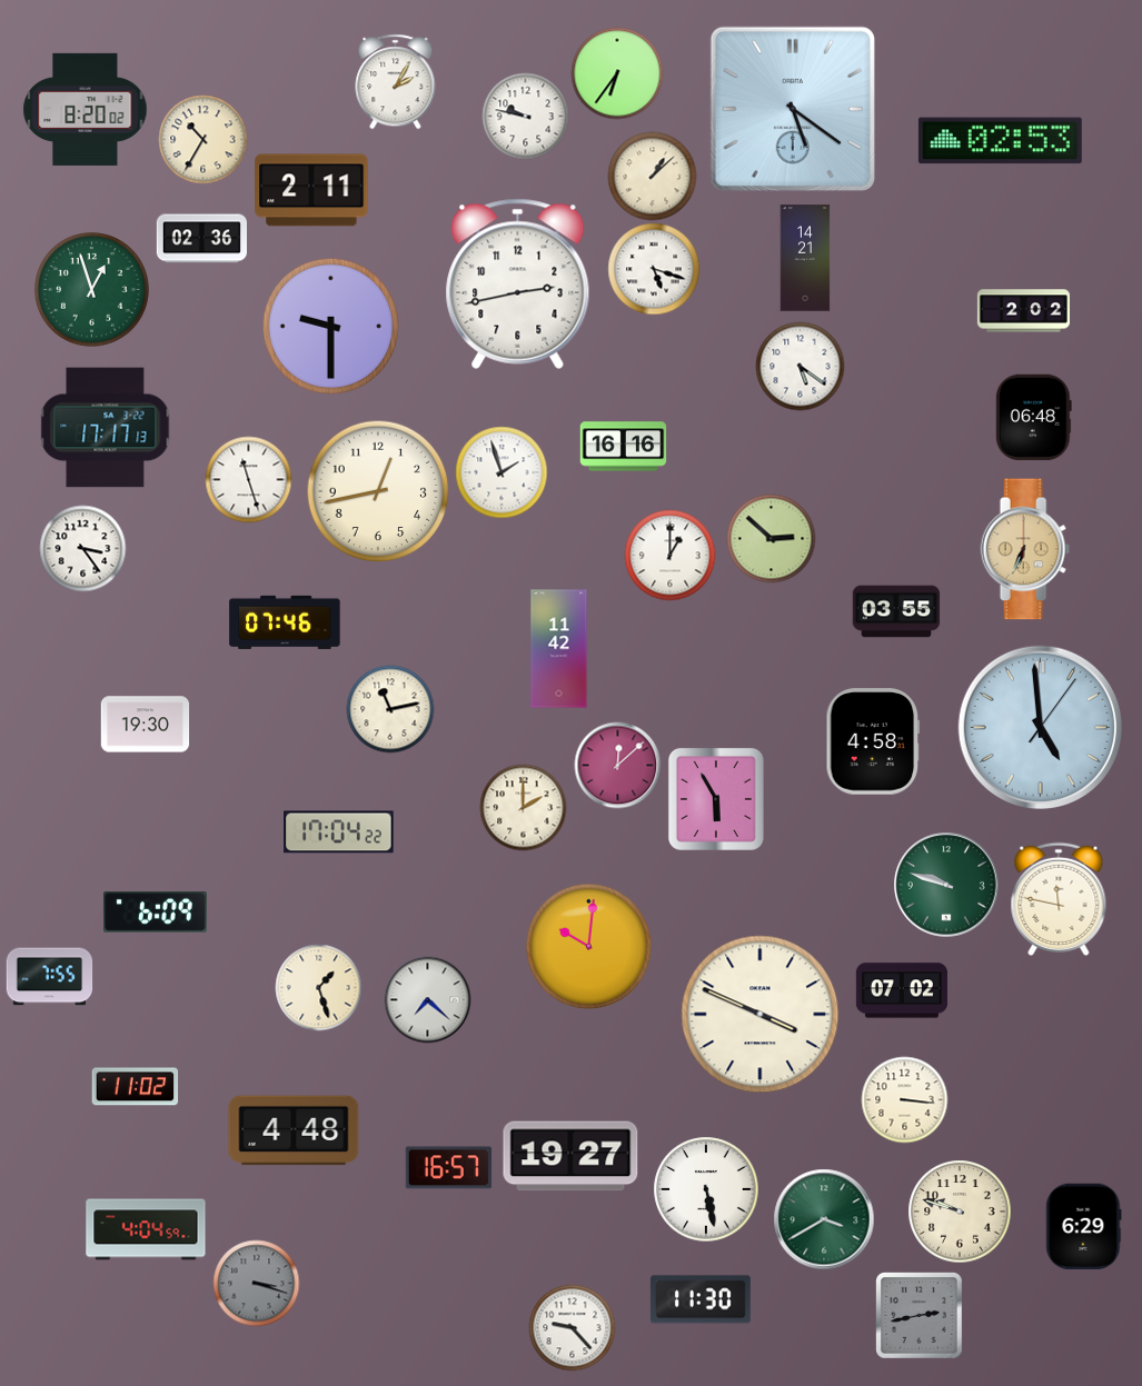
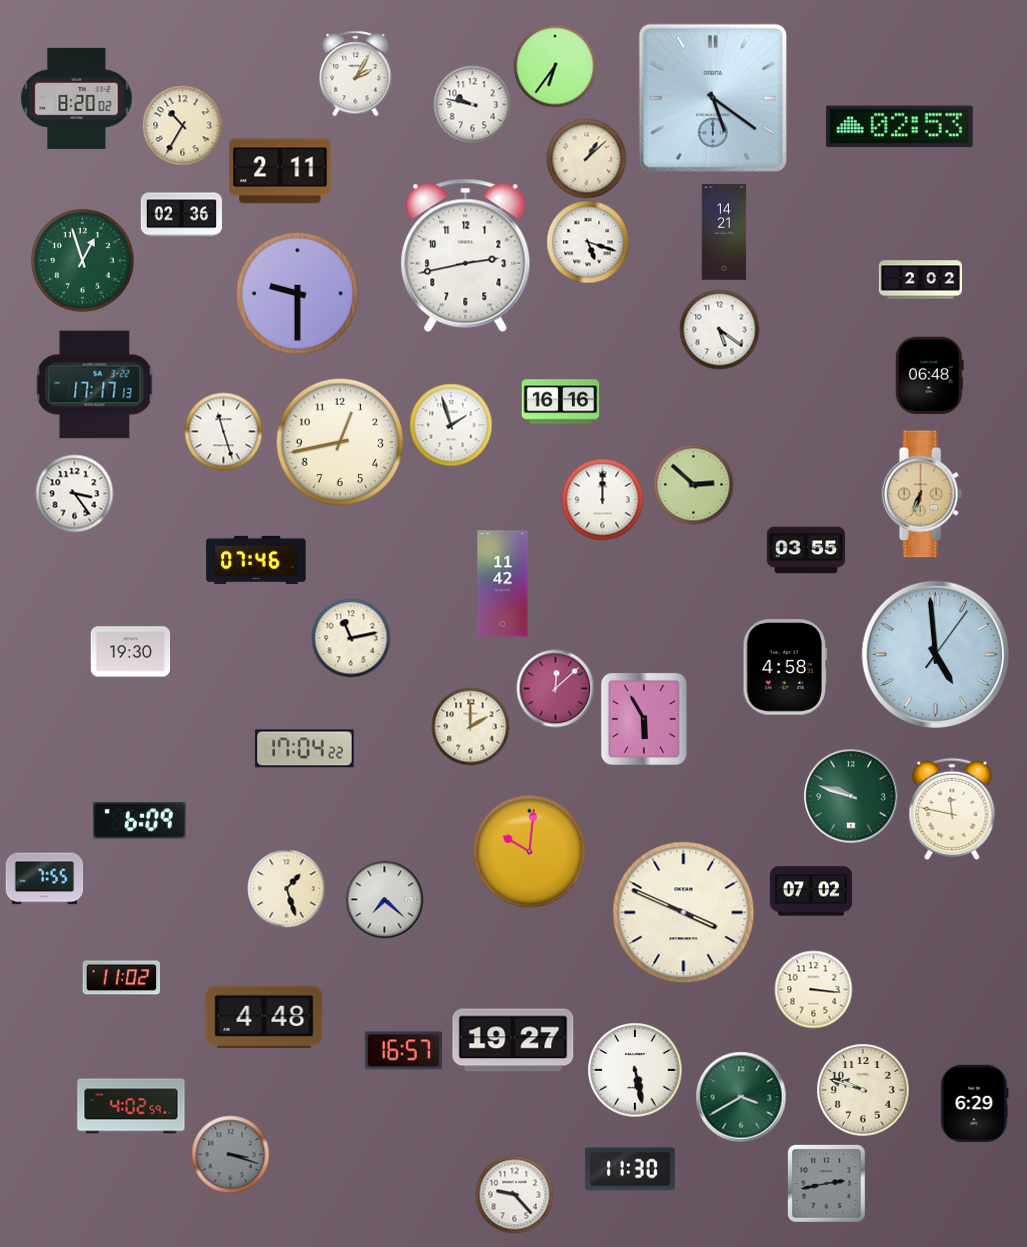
clock at (669, 555): 1:00 -> 12:00
clock at (146, 1229): 4:04 -> 4:02
